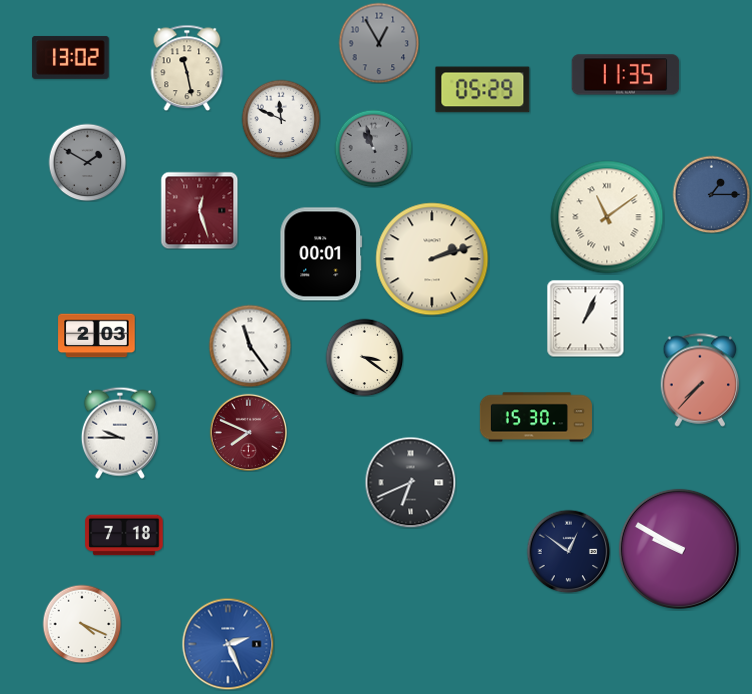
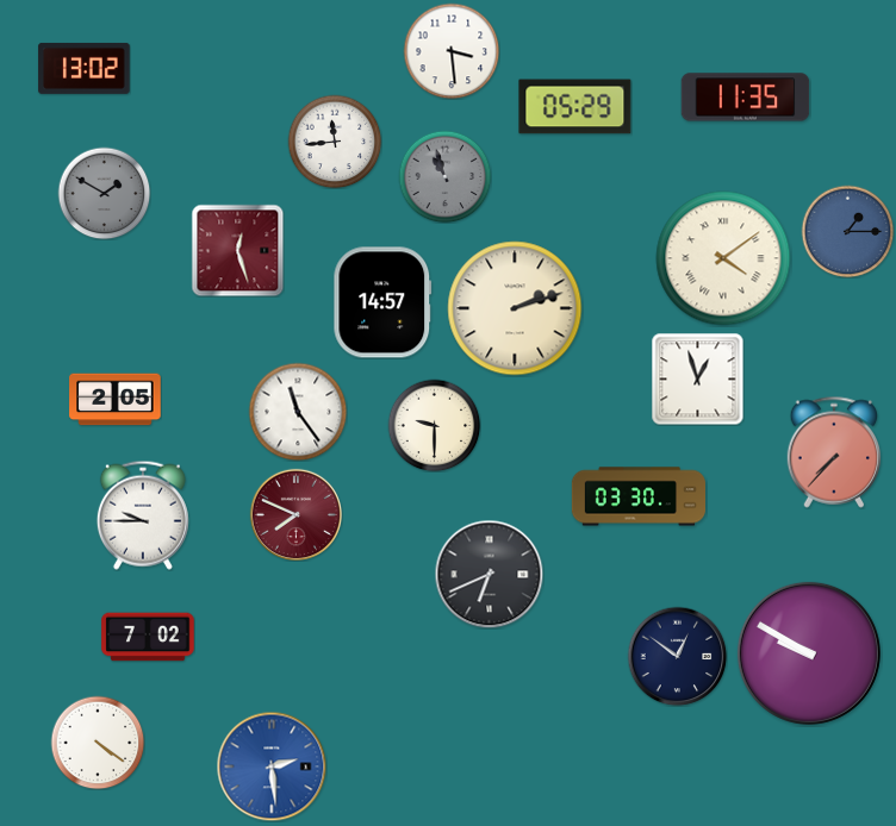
clock at (379, 43): 12:55 -> 3:29
clock at (379, 43) dial: grey -> white
clock at (187, 68): 11:28 -> none
clock at (626, 75) position: (626, 75) -> (746, 98)
clock at (281, 119): 11:49 -> 11:44
clock at (607, 217): 11:09 -> 4:09
clock at (321, 254): 00:01 -> 14:57
clock at (585, 318): 1:04 -> 12:57
clock at (97, 336): 2:03 -> 2:05
clock at (364, 357): 3:21 -> 9:30
clock at (535, 417): 15:30 -> 03:30
clock at (124, 535): 7:18 -> 7:02
clock at (82, 624): 4:19 -> 4:21
clock at (228, 644): 2:26 -> 2:29
